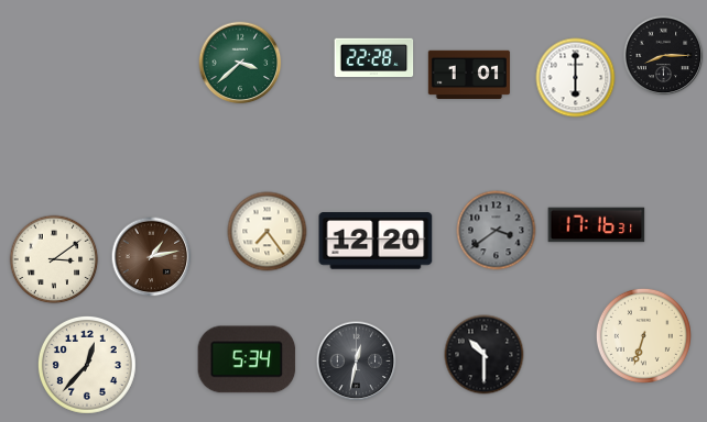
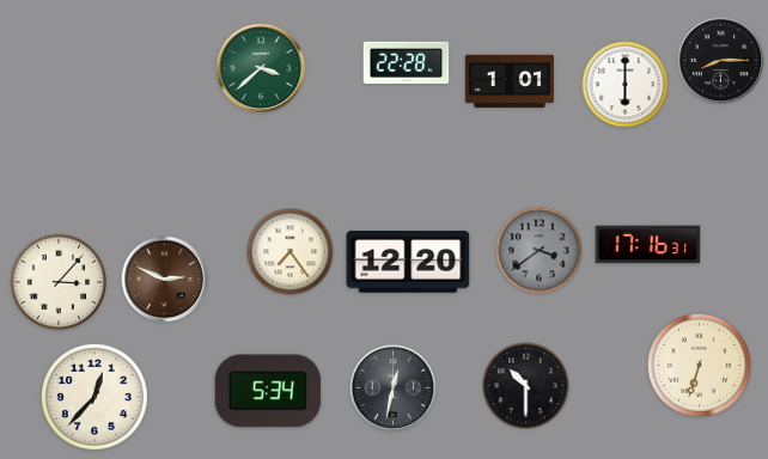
clock at (152, 257): 1:13 -> 2:49
clock at (54, 259): 3:09 -> 3:07
clock at (357, 362) position: (357, 362) -> (394, 388)
